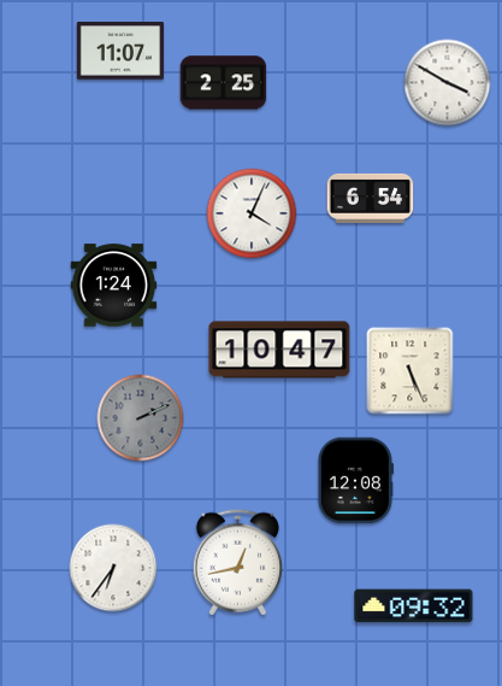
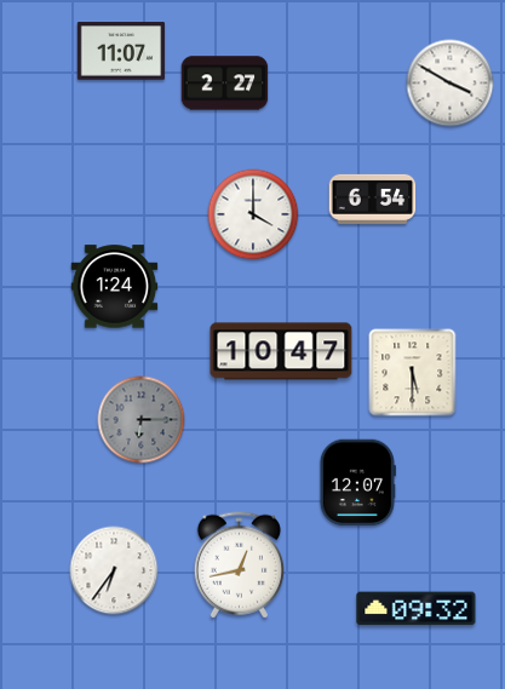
clock at (224, 83): 2:25 -> 2:27
clock at (252, 213): 4:04 -> 4:00
clock at (411, 371): 5:26 -> 5:30
clock at (141, 418): 2:11 -> 6:15
clock at (355, 481): 12:08 -> 12:07
